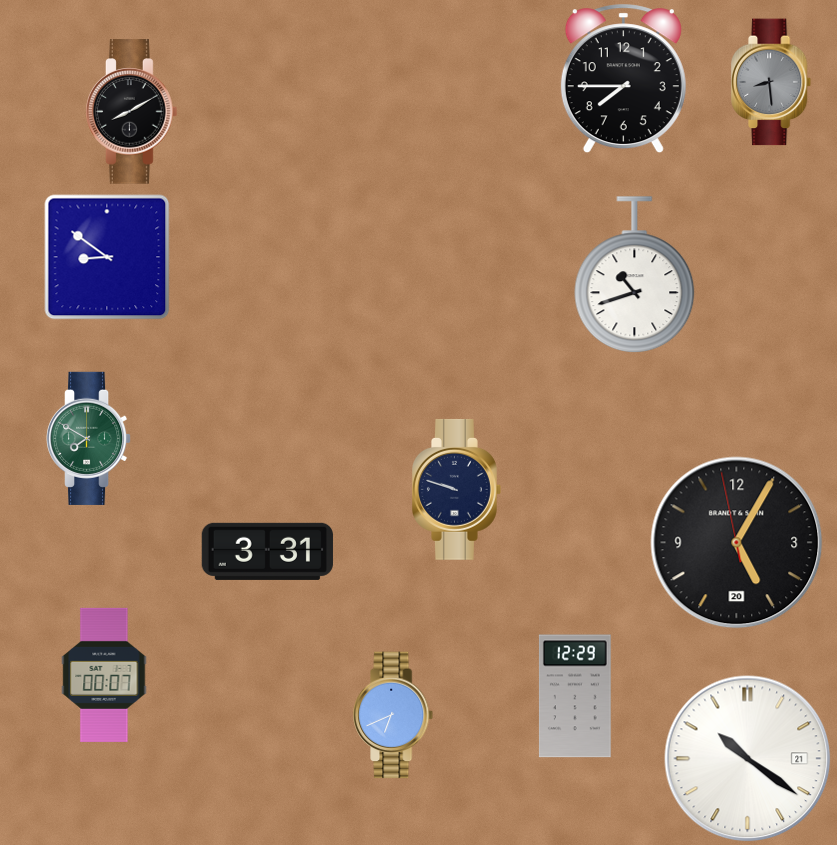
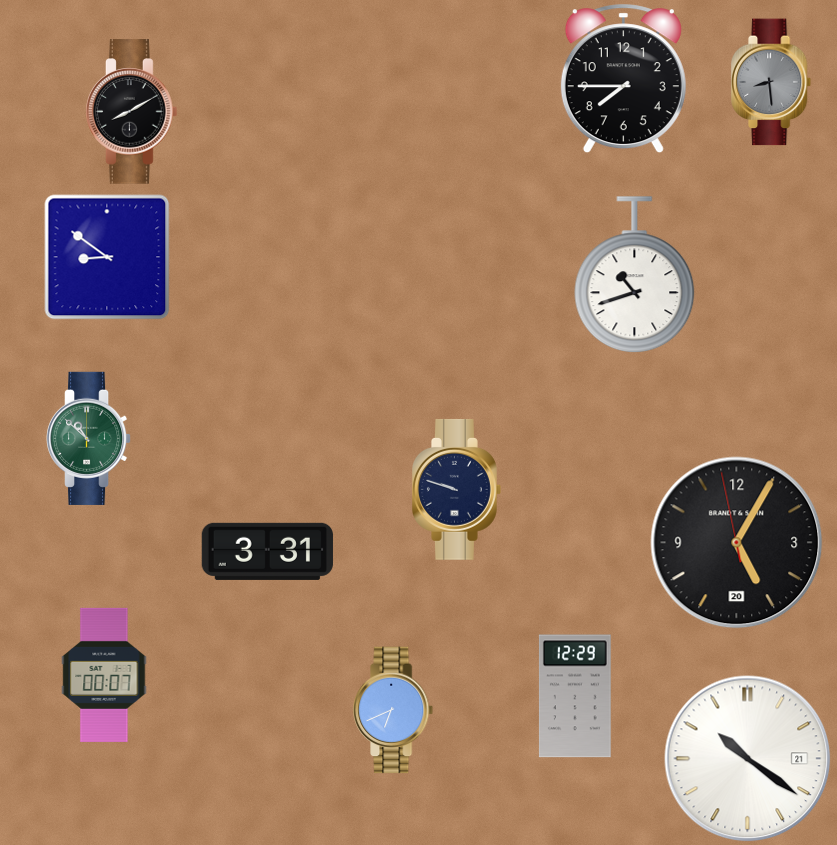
clock at (90, 438): 7:50 -> 10:52
clock at (394, 715) position: (394, 715) -> (394, 710)
